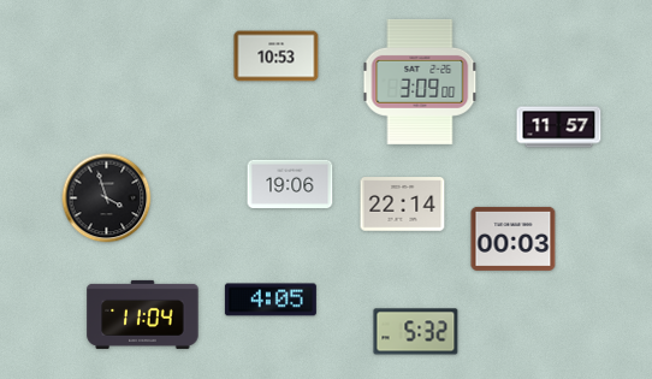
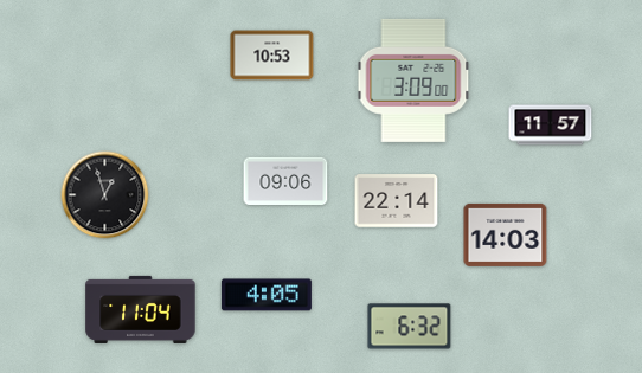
clock at (290, 183): 19:06 -> 09:06
clock at (107, 199): 3:57 -> 12:57
clock at (514, 238): 00:03 -> 14:03
clock at (416, 332): 5:32 -> 6:32
